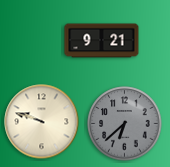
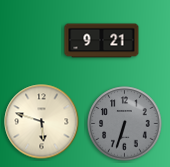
clock at (42, 122): 9:48 -> 5:48
clock at (125, 124): 6:38 -> 6:33
